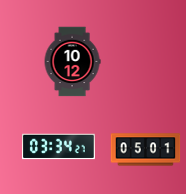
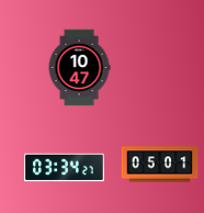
clock at (72, 62): 10:12 -> 10:47
clock at (59, 147) position: (59, 147) -> (65, 168)
